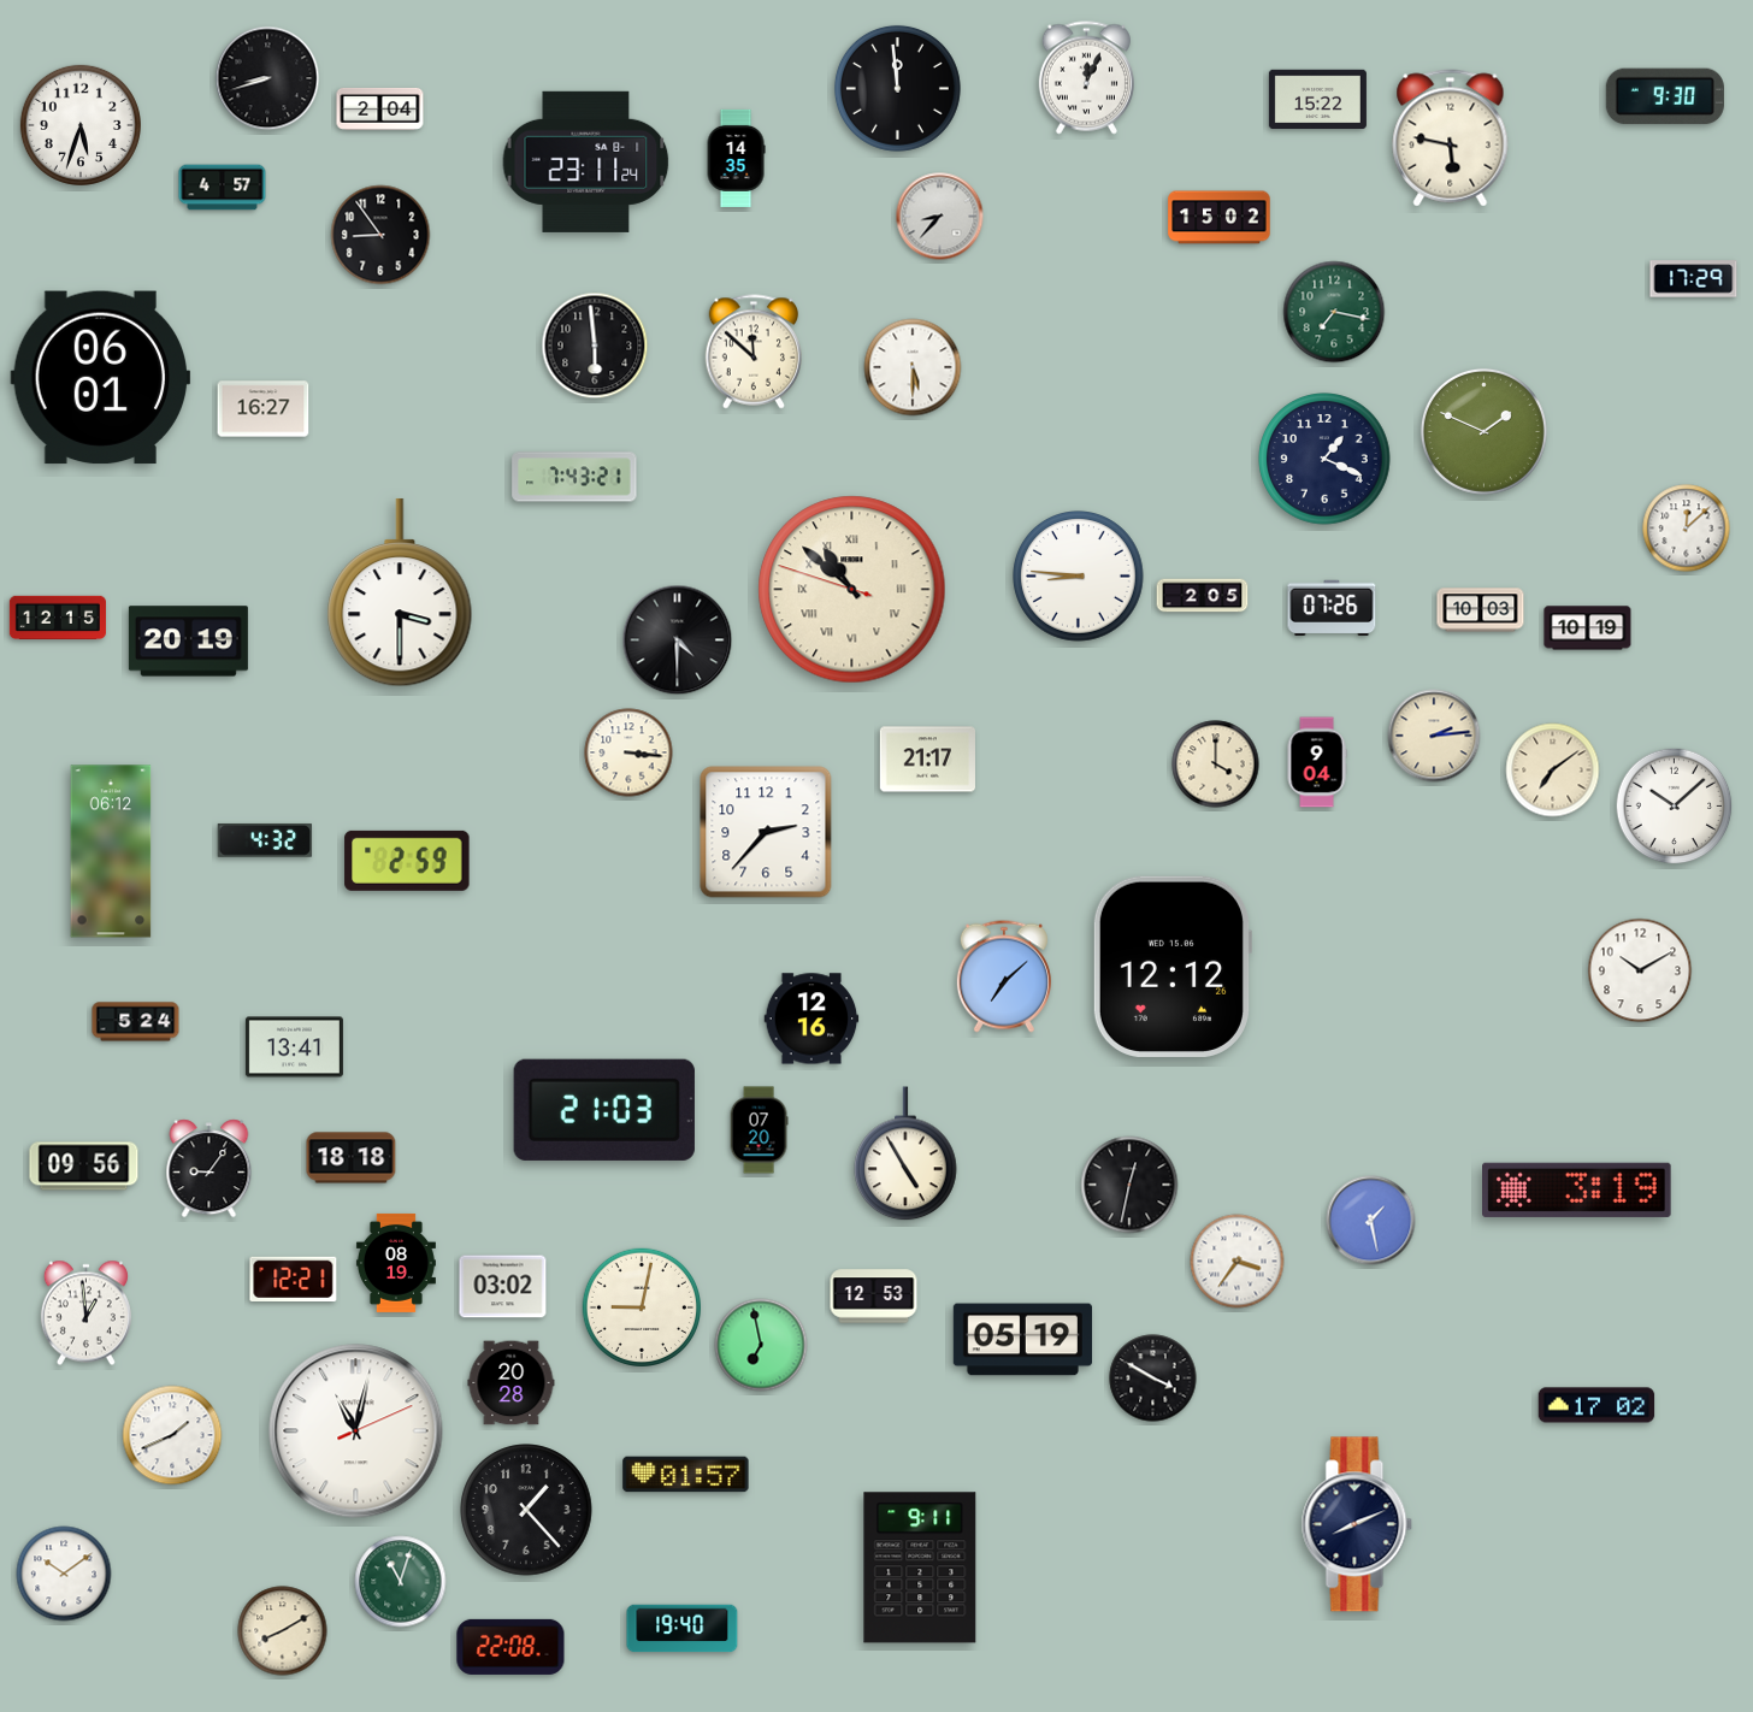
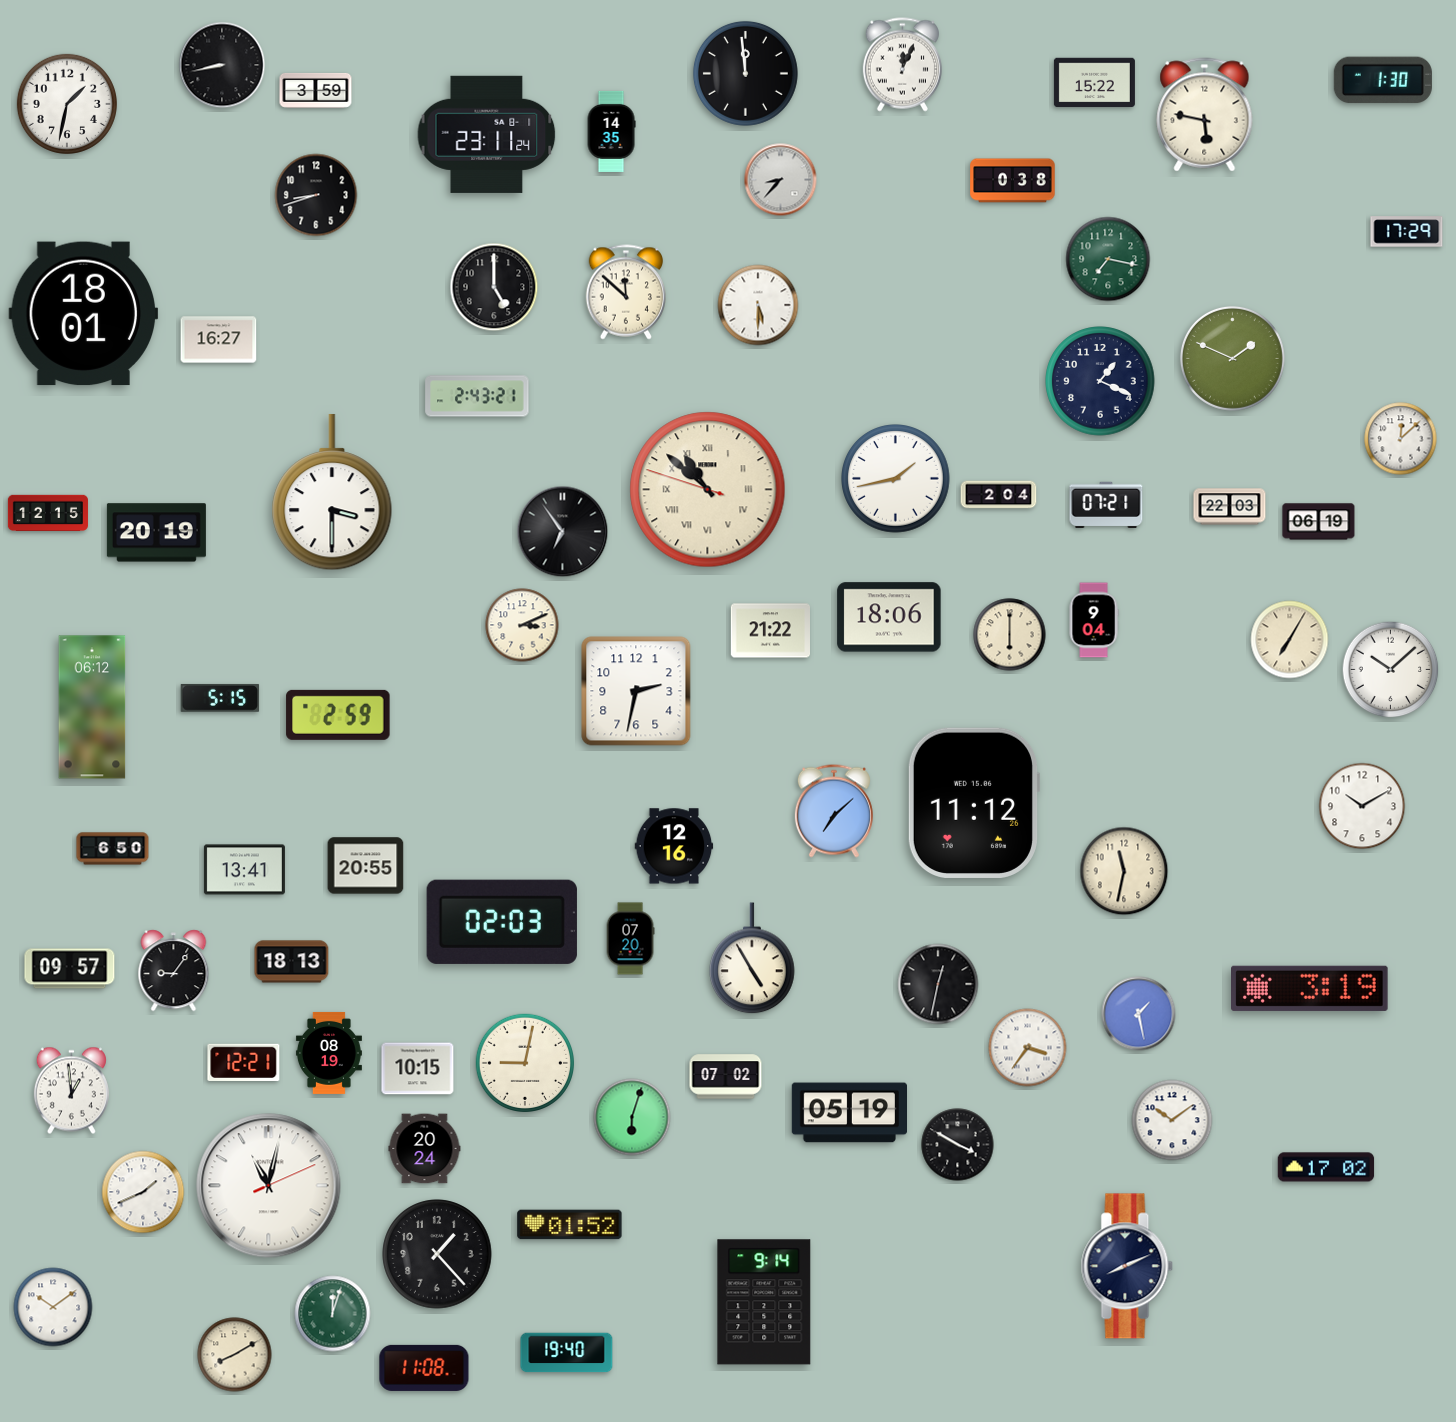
clock at (267, 78): 8:42 -> 8:43
clock at (1665, 96): 9:30 -> 1:30
clock at (380, 108): 2:04 -> 3:59
clock at (81, 125): 5:33 -> 1:32
clock at (223, 188): 4:57 -> none
clock at (1220, 218): 15:02 -> 0:38
clock at (380, 235): 8:54 -> 8:42
clock at (595, 346): 5:59 -> 5:00
clock at (101, 378): 06:01 -> 18:01
clock at (574, 477): 7:43 -> 2:43
clock at (1079, 577): 8:46 -> 1:43
clock at (1203, 596): 2:05 -> 2:04
clock at (1332, 607): 07:26 -> 07:21
clock at (1481, 610): 10:03 -> 22:03
clock at (1588, 628): 10:19 -> 06:19
clock at (678, 640): 4:30 -> 6:54
clock at (1434, 736): 2:14 -> none
clock at (889, 617): none -> 18:06
clock at (628, 752): 3:16 -> 3:11
clock at (927, 760): 21:17 -> 21:22
clock at (1317, 762) position: (1317, 762) -> (1094, 620)
clock at (1216, 765): 4:00 -> 6:00
clock at (1553, 771): 7:09 -> 7:05
clock at (766, 832): 2:37 -> 2:32
clock at (265, 840): 4:32 -> 5:15
clock at (1171, 967): 12:12 -> 11:12
clock at (136, 1022): 5:24 -> 6:50
clock at (366, 866): none -> 20:55
clock at (1124, 871): none -> 11:32
clock at (604, 1110): 21:03 -> 02:03
clock at (352, 1158): 18:18 -> 18:13
clock at (84, 1167): 09:56 -> 09:57
clock at (396, 1263) position: (396, 1263) -> (329, 1053)
clock at (503, 1287): 03:02 -> 10:15
clock at (874, 1297): 12:53 -> 07:02
clock at (641, 1306) position: (641, 1306) -> (524, 1062)
clock at (761, 1345): 6:58 -> 6:03
clock at (1172, 1120): none -> 10:09
clock at (512, 1383): 20:28 -> 20:24
clock at (356, 1431) position: (356, 1431) -> (269, 1186)
clock at (686, 1475): 01:57 -> 01:52
clock at (920, 1568): 9:11 -> 9:14
clock at (401, 1582): 11:03 -> 12:03
clock at (510, 1647): 22:08 -> 11:08
